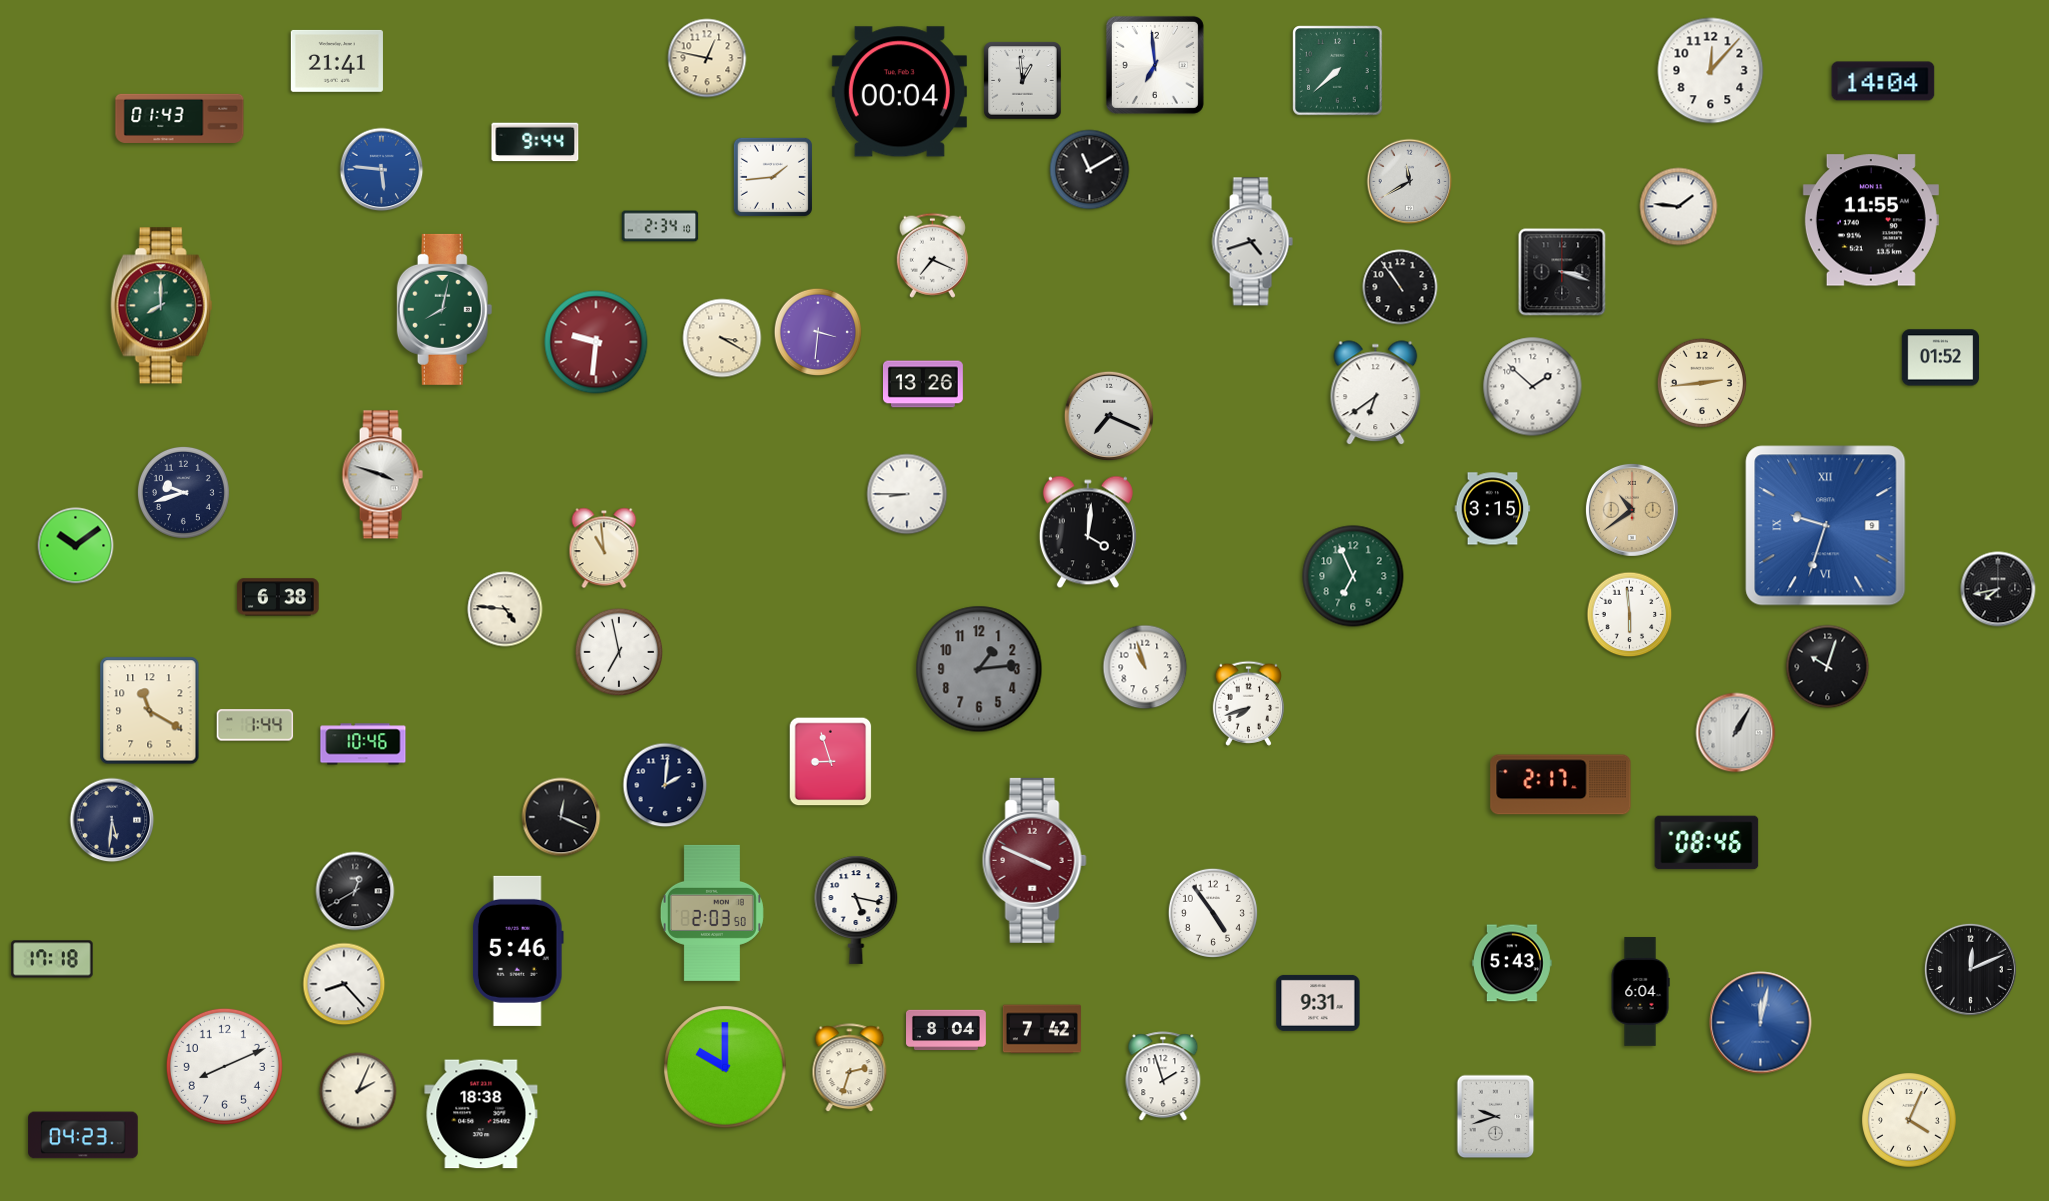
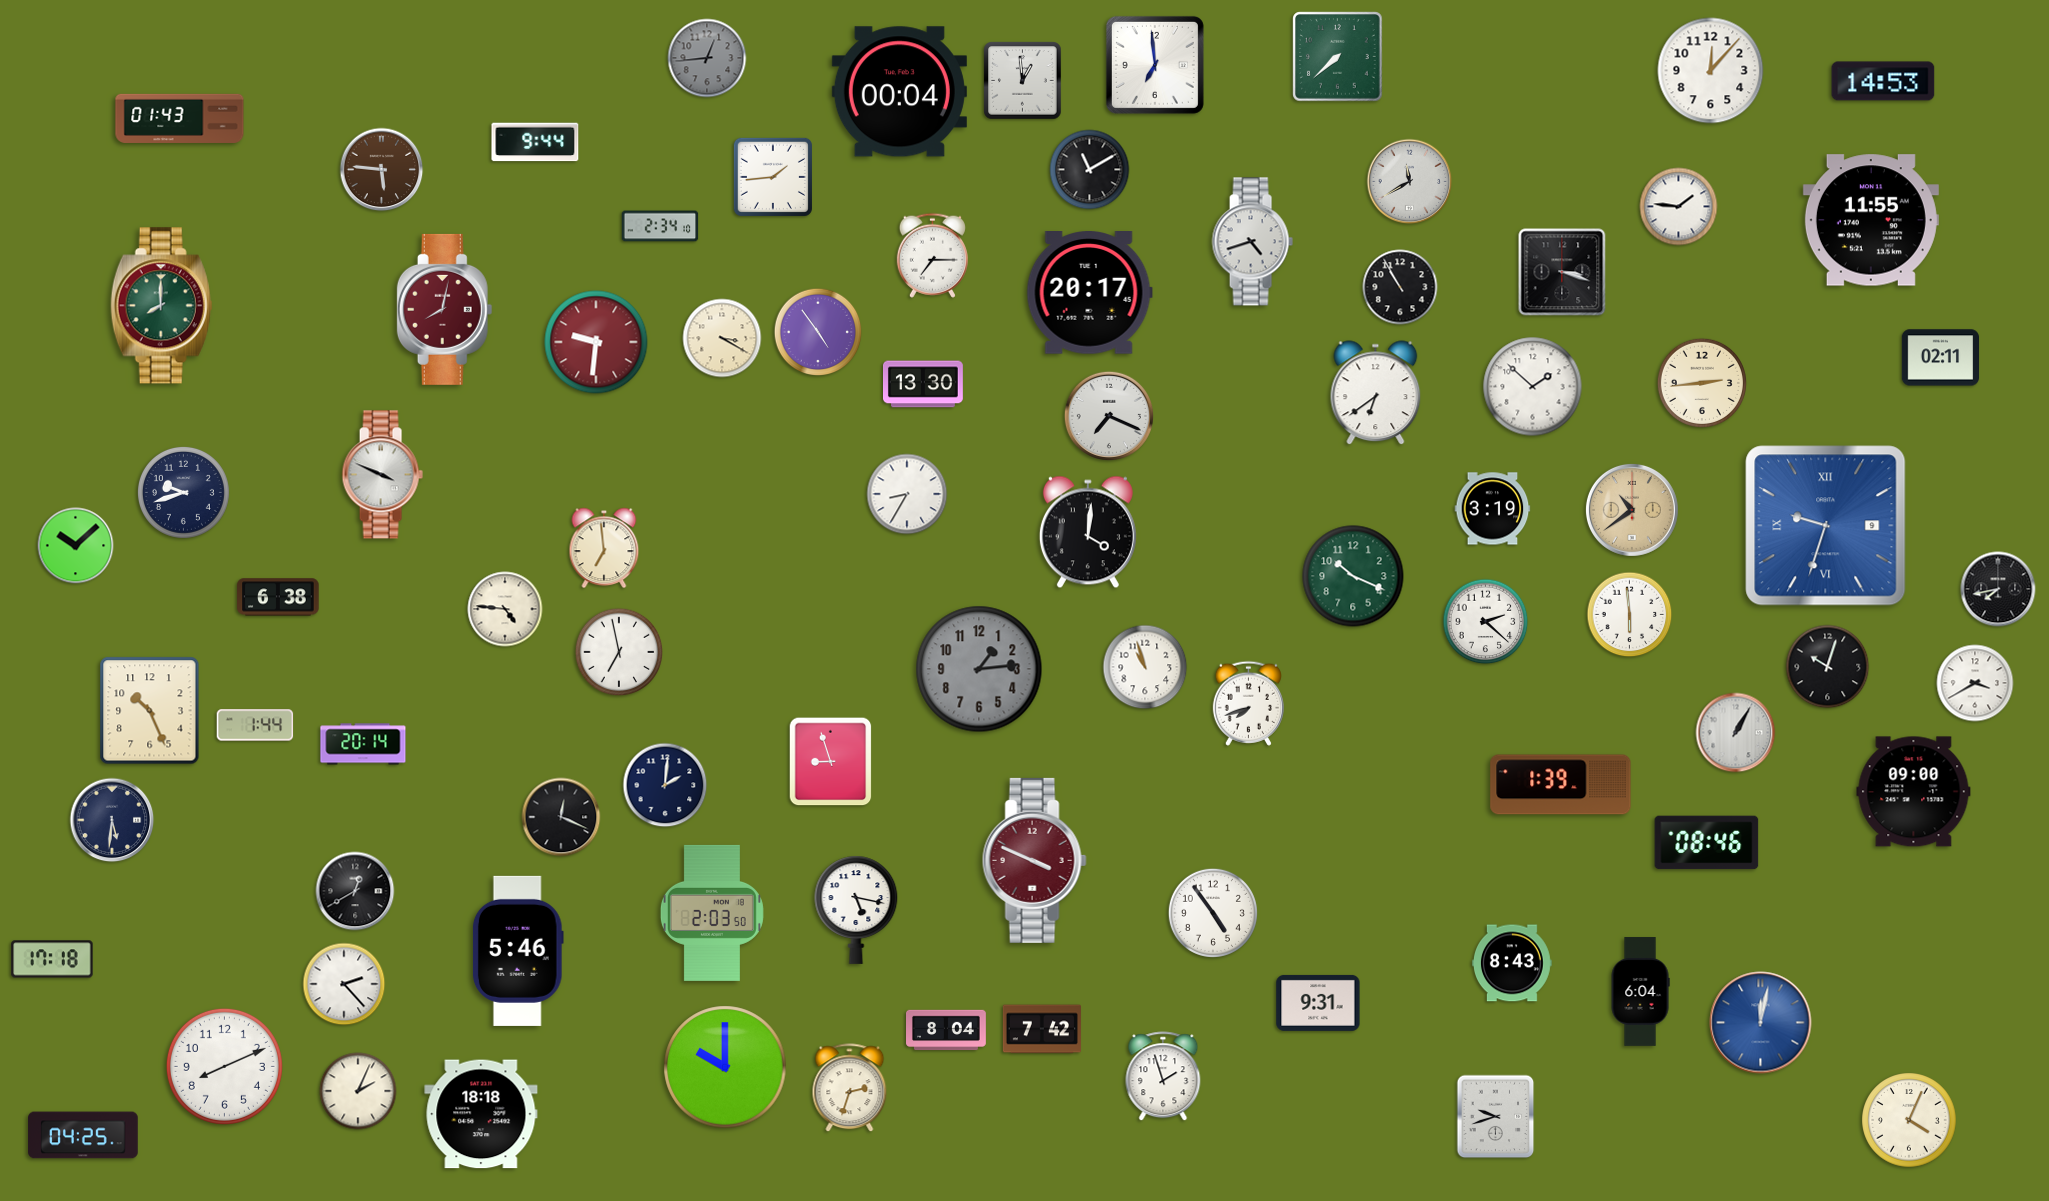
clock at (707, 58): 12:47 -> 12:44
clock at (707, 58) dial: cream -> grey
clock at (337, 61): 21:41 -> none
clock at (1338, 71) position: (1338, 71) -> (1338, 57)
clock at (1883, 81): 14:04 -> 14:53
clock at (382, 170) dial: blue -> brown
clock at (932, 255): 7:19 -> 7:15
clock at (1400, 287): 10:54 -> 10:55
clock at (1089, 293): none -> 20:17
clock at (445, 309) dial: green -> burgundy
clock at (818, 332): 3:31 -> 4:54
clock at (1941, 358): 01:52 -> 02:11
clock at (924, 384): 13:26 -> 13:30
clock at (382, 475): 3:48 -> 3:49
clock at (907, 494): 8:45 -> 8:35
clock at (1493, 509): 3:15 -> 3:19
clock at (76, 546): 10:09 -> 10:08
clock at (604, 548): 10:59 -> 6:59
clock at (1353, 576): 6:56 -> 10:19
clock at (1486, 622): none -> 2:22
clock at (1975, 683): none -> 3:40
clock at (150, 711): 11:20 -> 10:26
clock at (363, 744): 10:46 -> 20:14
clock at (1561, 785): 2:17 -> 1:39
clock at (1914, 792): none -> 09:00
clock at (1512, 963): 5:43 -> 8:43
clock at (1970, 969): 12:11 -> none
clock at (344, 984): 8:23 -> 2:23
clock at (850, 1068) position: (850, 1068) -> (850, 1088)
clock at (481, 1114): 18:38 -> 18:18
clock at (83, 1135): 04:23 -> 04:25
